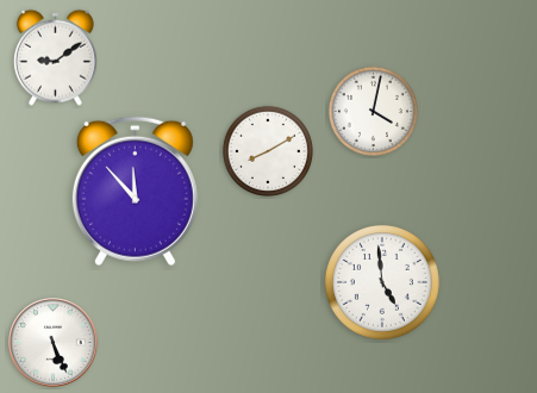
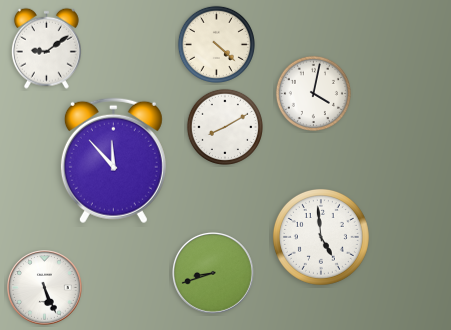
clock at (216, 44): none -> 4:22
clock at (213, 273): none -> 8:42
